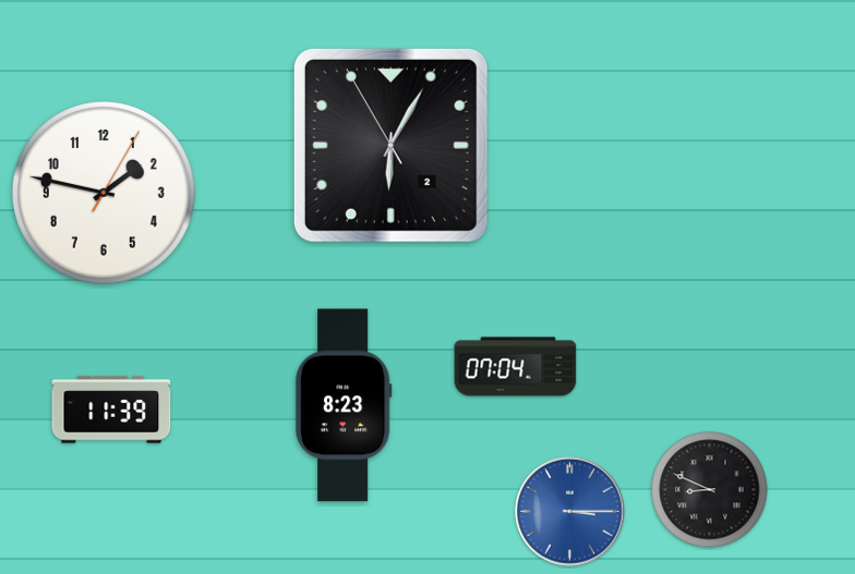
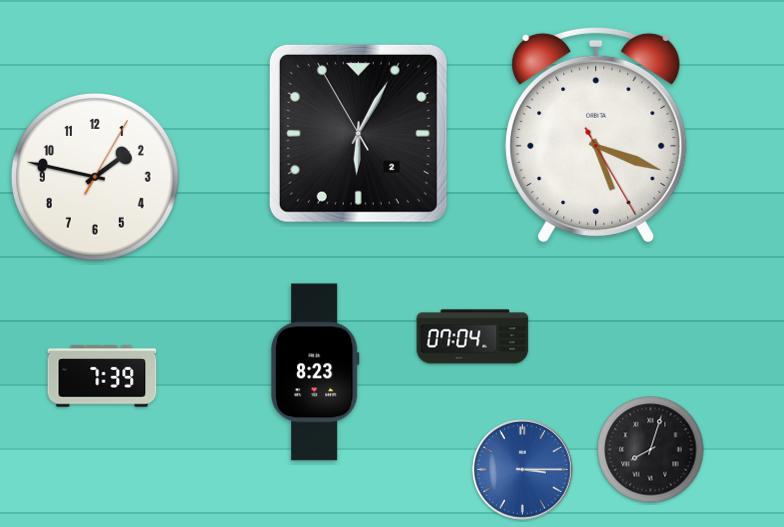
clock at (596, 134): none -> 5:18
clock at (111, 410): 11:39 -> 7:39
clock at (710, 490): 8:49 -> 8:03
